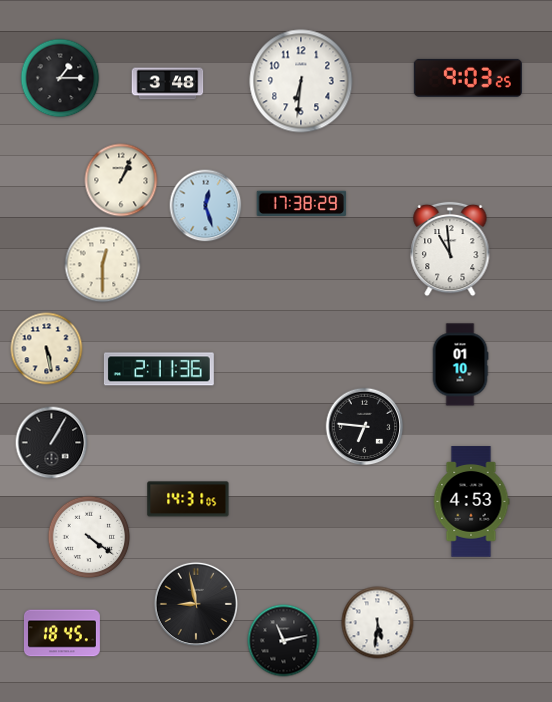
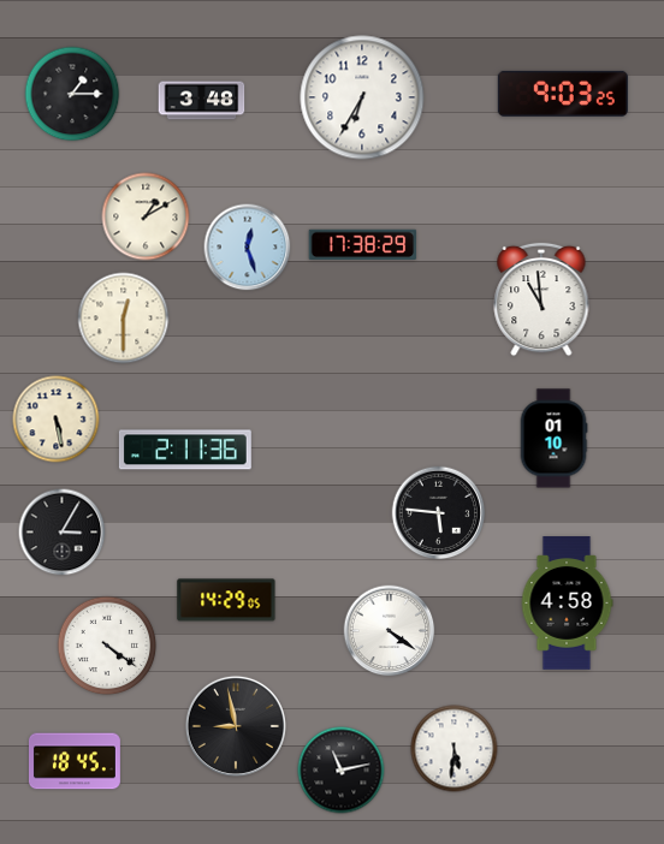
clock at (301, 81): 6:31 -> 6:35
clock at (121, 180): 1:04 -> 1:10
clock at (159, 369) position: (159, 369) -> (185, 450)
clock at (365, 427): 6:46 -> 5:46
clock at (52, 443): 1:05 -> 3:05
clock at (188, 499): 14:31 -> 14:29
clock at (471, 502): 4:53 -> 4:58
clock at (390, 631): none -> 4:21
